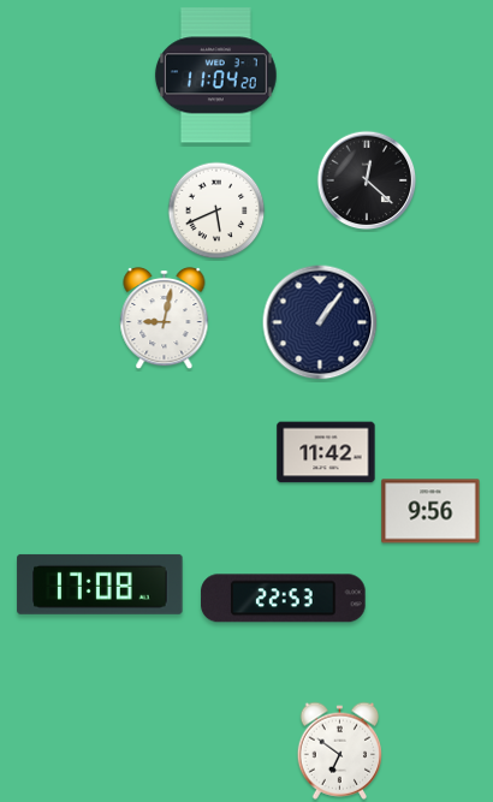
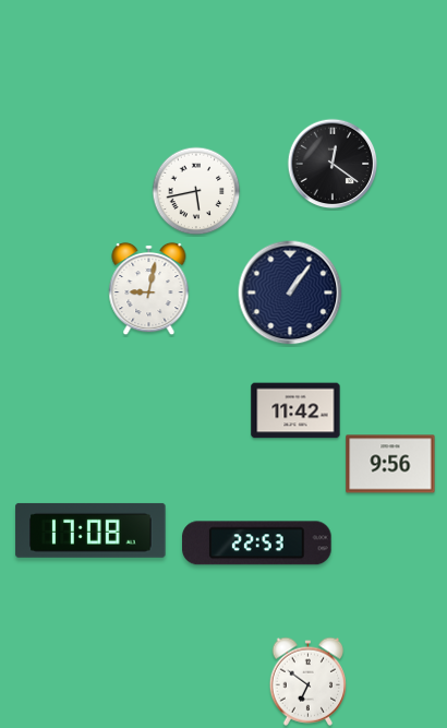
clock at (215, 76): 11:04 -> none
clock at (367, 180): 12:22 -> 12:21
clock at (216, 210): 5:41 -> 5:43
